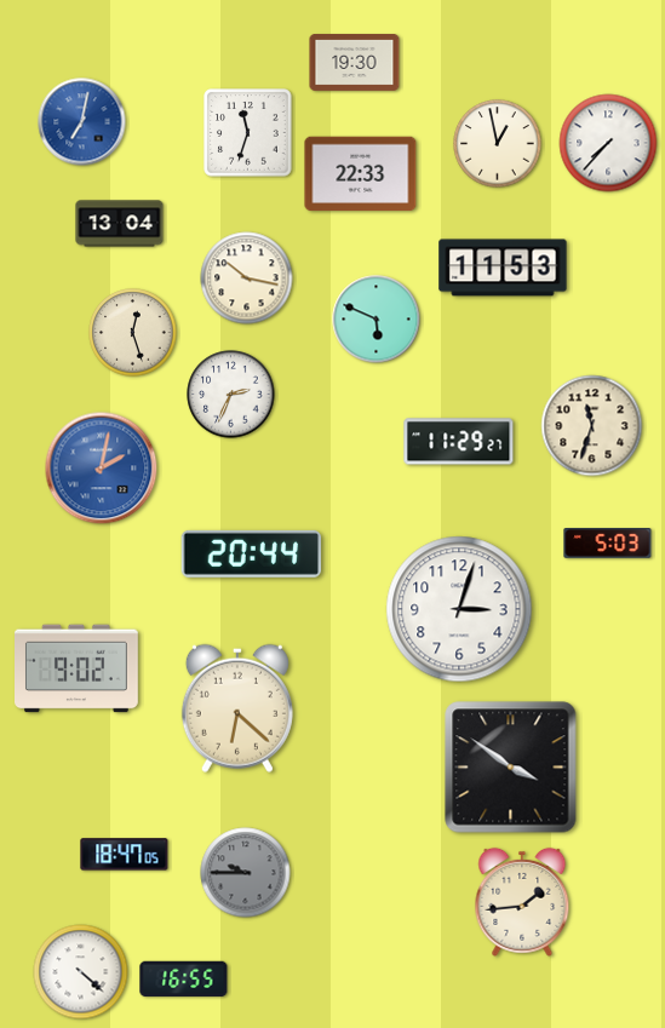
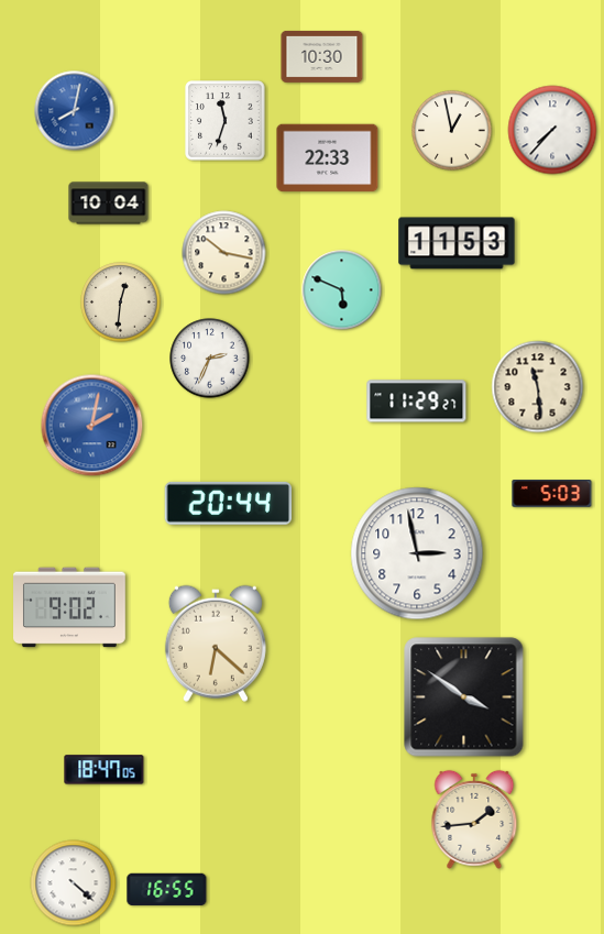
clock at (355, 63): 19:30 -> 10:30
clock at (82, 122): 7:02 -> 8:02
clock at (120, 224): 13:04 -> 10:04
clock at (133, 333): 12:27 -> 12:31
clock at (592, 426): 11:33 -> 11:29
clock at (459, 609): 3:03 -> 2:58
clock at (125, 855) position: (125, 855) -> (105, 770)
clock at (246, 873): 9:45 -> none
